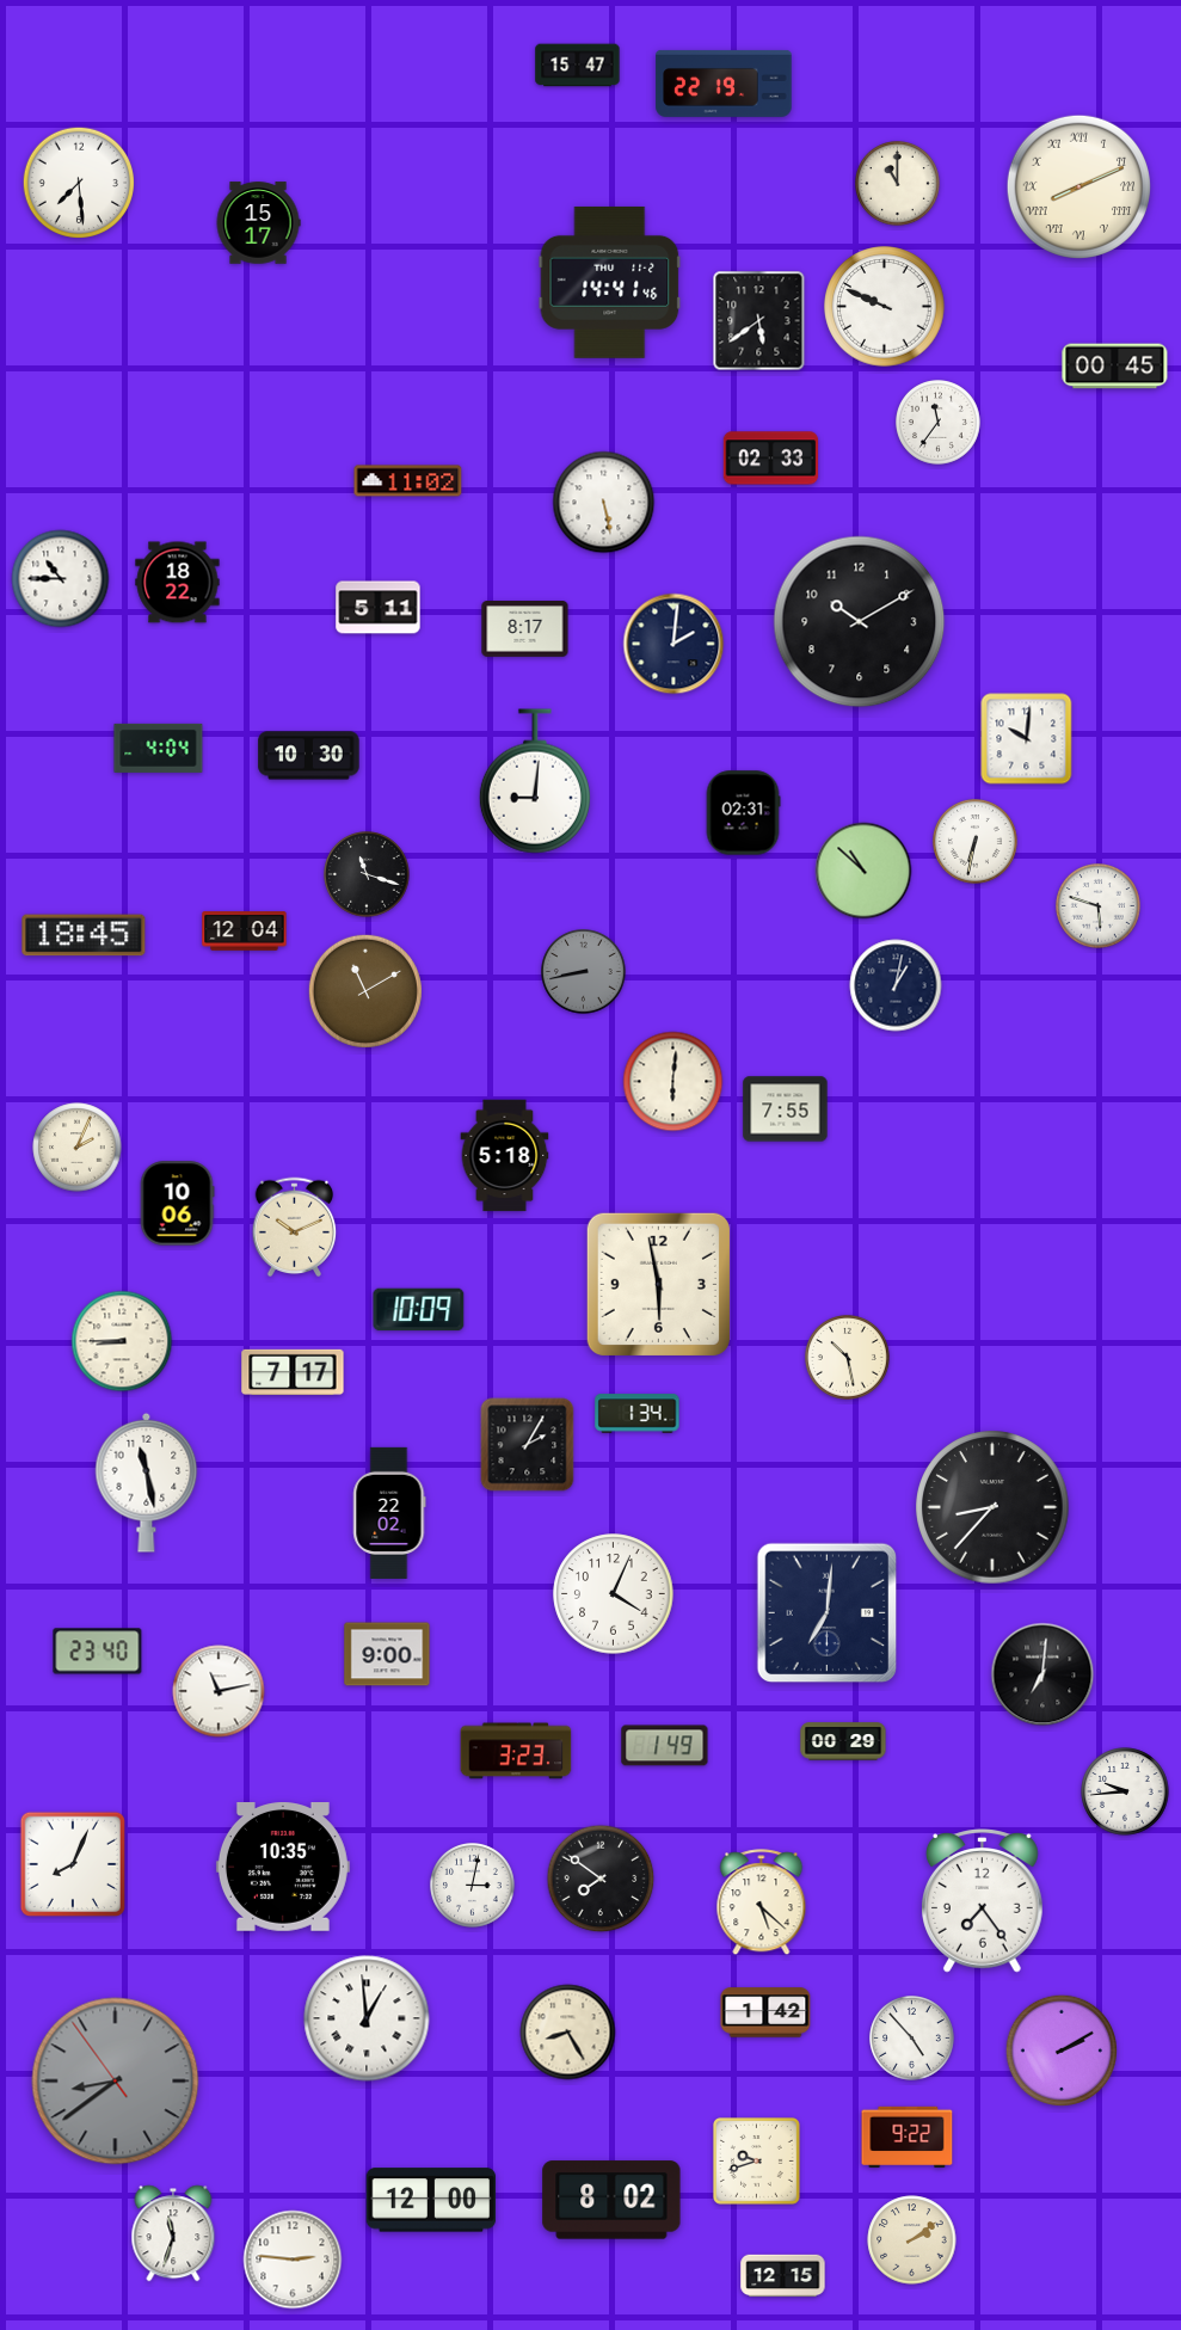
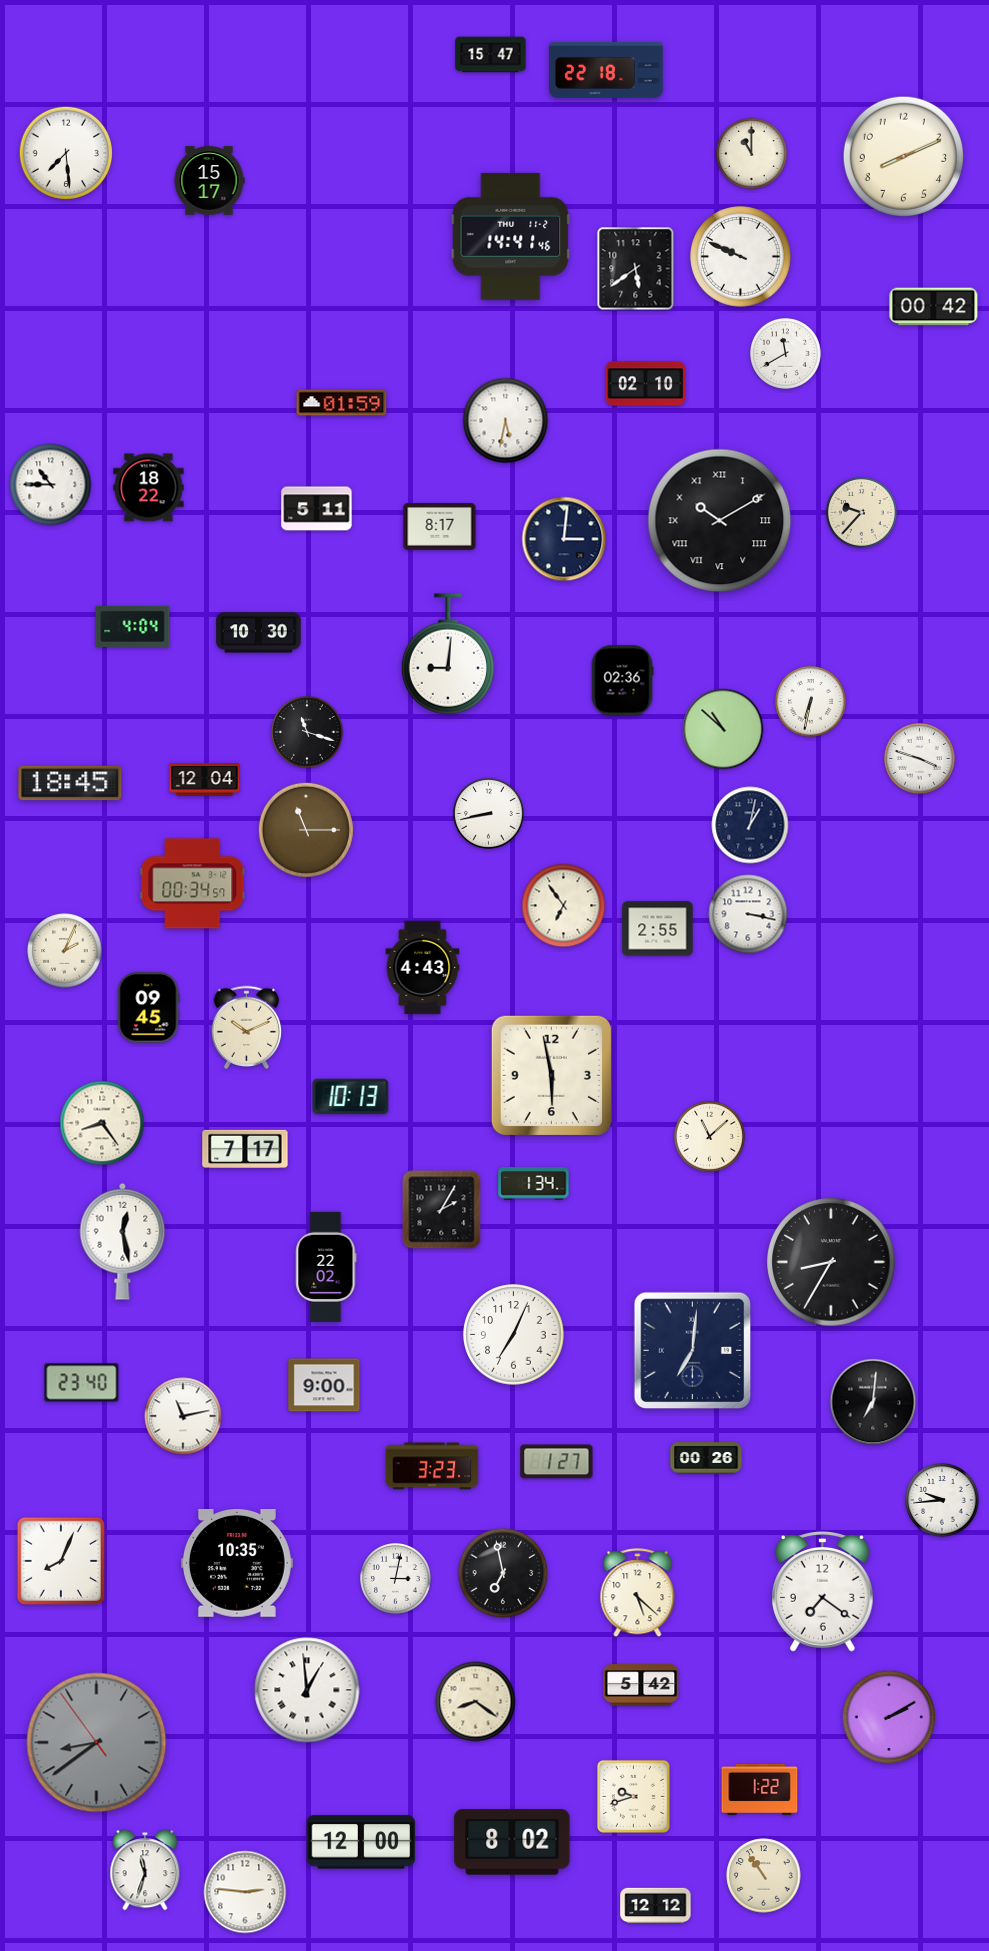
clock at (578, 66) position: (578, 66) -> (491, 55)
clock at (724, 84): 22:19 -> 22:18
clock at (1078, 186) numerals: Roman -> Arabic
clock at (258, 223) position: (258, 223) -> (209, 181)
clock at (1115, 367): 00:45 -> 00:42
clock at (939, 423): 11:36 -> 11:40
clock at (771, 459): 02:33 -> 02:10
clock at (408, 481): 11:02 -> 01:59
clock at (604, 503): 5:28 -> 5:32
clock at (862, 513): none -> 9:37
clock at (860, 622) numerals: Arabic -> Roman
clock at (673, 644): 2:01 -> 3:01
clock at (1027, 739): 10:01 -> none
clock at (743, 813): 02:31 -> 02:36
clock at (976, 842) position: (976, 842) -> (811, 702)
clock at (1099, 906): 5:48 -> 3:48
clock at (584, 972) dial: grey -> white
clock at (365, 991): 11:10 -> 11:15
clock at (193, 884): none -> 00:34
clock at (673, 1082): 6:01 -> 6:54
clock at (748, 914): none -> 3:17
clock at (786, 1109): 7:55 -> 2:55
clock at (78, 1148) position: (78, 1148) -> (65, 951)
clock at (505, 1156): 5:18 -> 4:43
clock at (177, 1204): 10:06 -> 09:45
clock at (419, 1310): 10:09 -> 10:13
clock at (122, 1341): 8:45 -> 8:24
clock at (848, 1358): 10:28 -> 11:08
clock at (147, 1482): 11:28 -> 12:28
clock at (992, 1507): 8:37 -> 8:35
clock at (614, 1594): 4:04 -> 7:04
clock at (843, 1741): 00:29 -> 00:26
clock at (665, 1746): 1:49 -> 1:27
clock at (601, 1879): 7:51 -> 6:58
clock at (983, 1901): 7:24 -> 7:21
clock at (765, 2012): 1:42 -> 5:42
clock at (568, 2033): 8:25 -> 8:21
clock at (912, 2039): 4:53 -> none
clock at (908, 2138): 9:22 -> 1:22
clock at (757, 2162) position: (757, 2162) -> (634, 1797)
clock at (912, 2240): 2:09 -> 10:54
clock at (783, 2276): 12:15 -> 12:12
